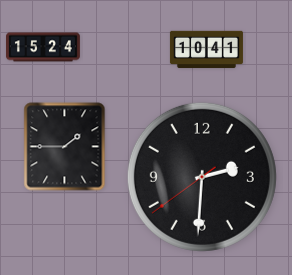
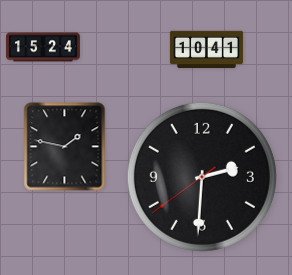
clock at (65, 147): 1:45 -> 1:47
